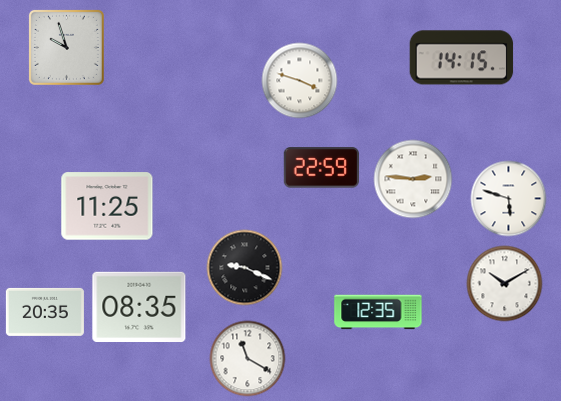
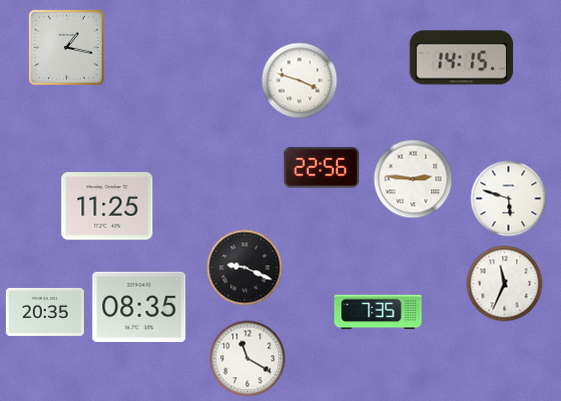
clock at (66, 47): 9:57 -> 1:17
clock at (321, 168): 22:59 -> 22:56
clock at (505, 284): 10:10 -> 11:34
clock at (378, 312): 12:35 -> 7:35
